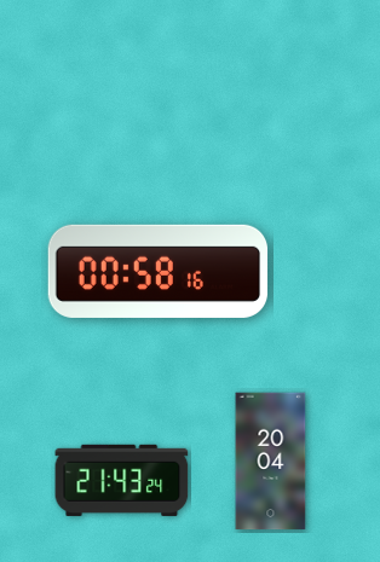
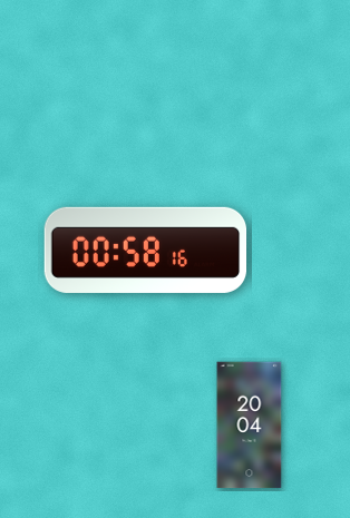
clock at (122, 480): 21:43 -> none
